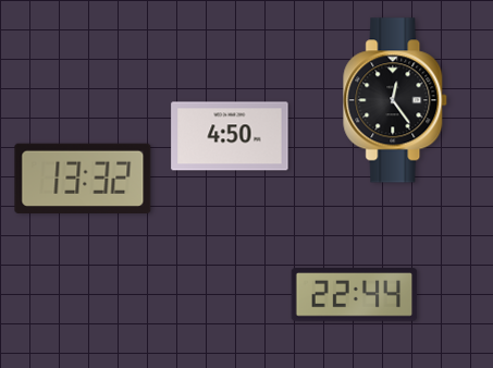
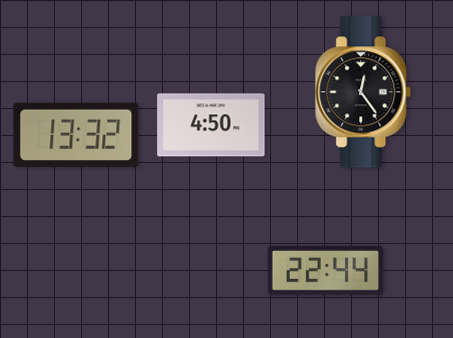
clock at (83, 177) position: (83, 177) -> (76, 134)
